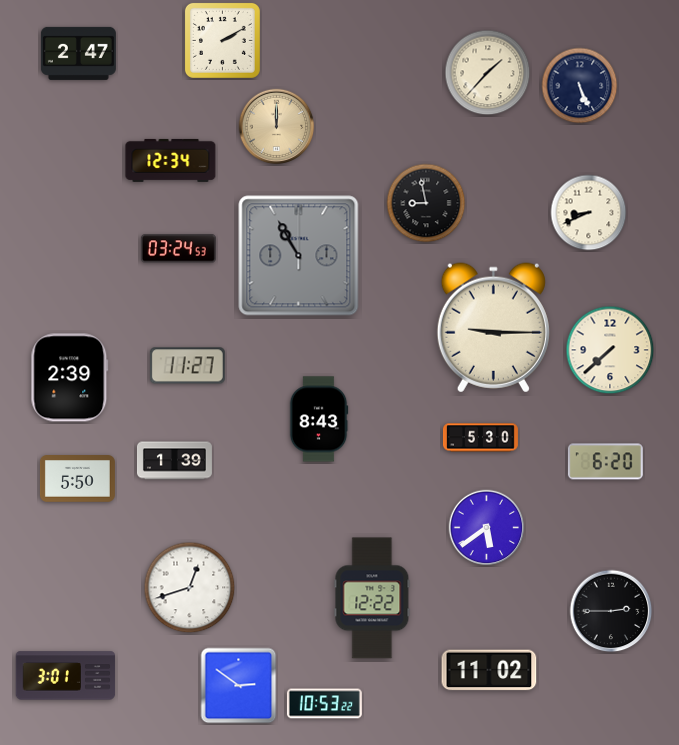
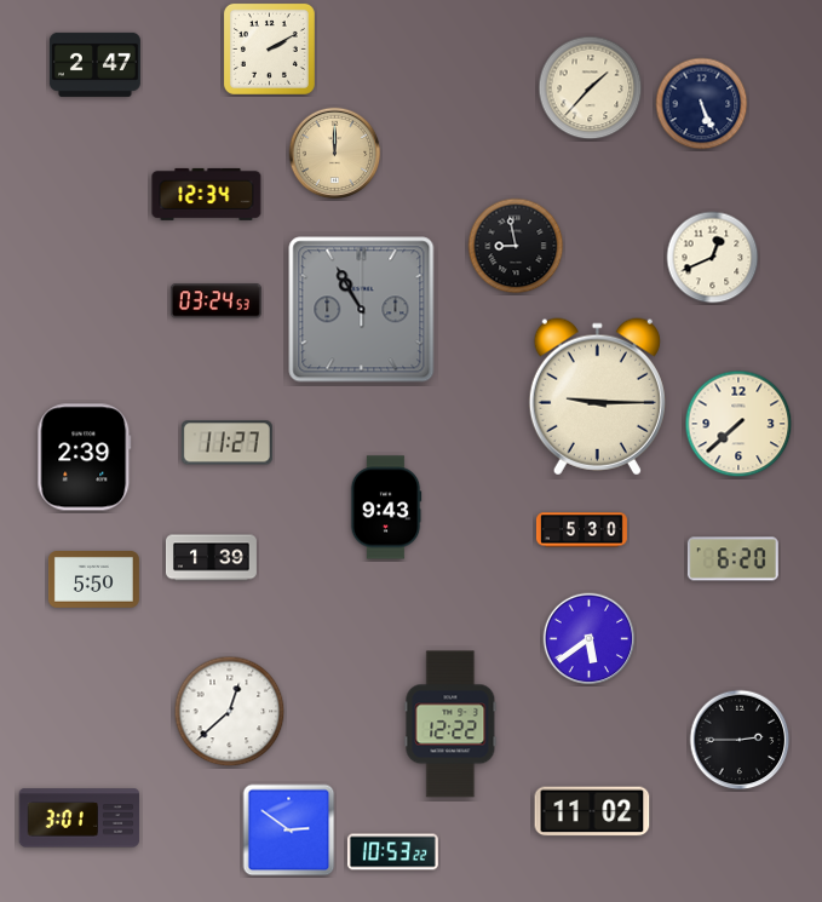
clock at (589, 213): 8:41 -> 12:41
clock at (319, 419): 8:43 -> 9:43
clock at (190, 588): 12:42 -> 12:38
